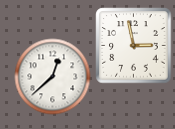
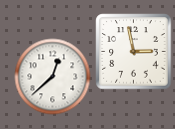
clock at (134, 46) position: (134, 46) -> (134, 52)
